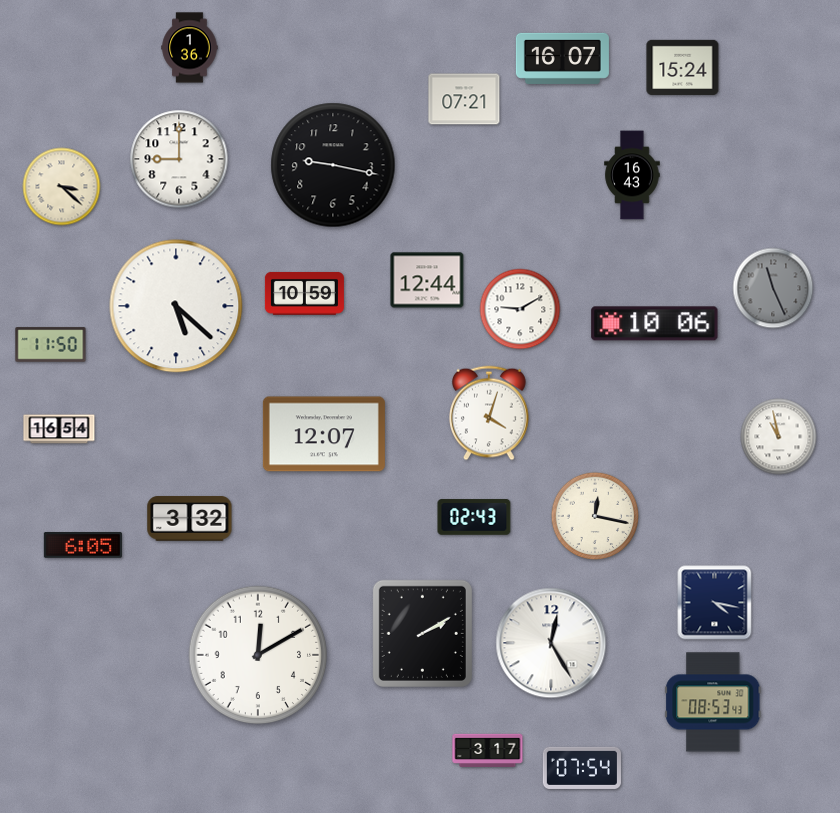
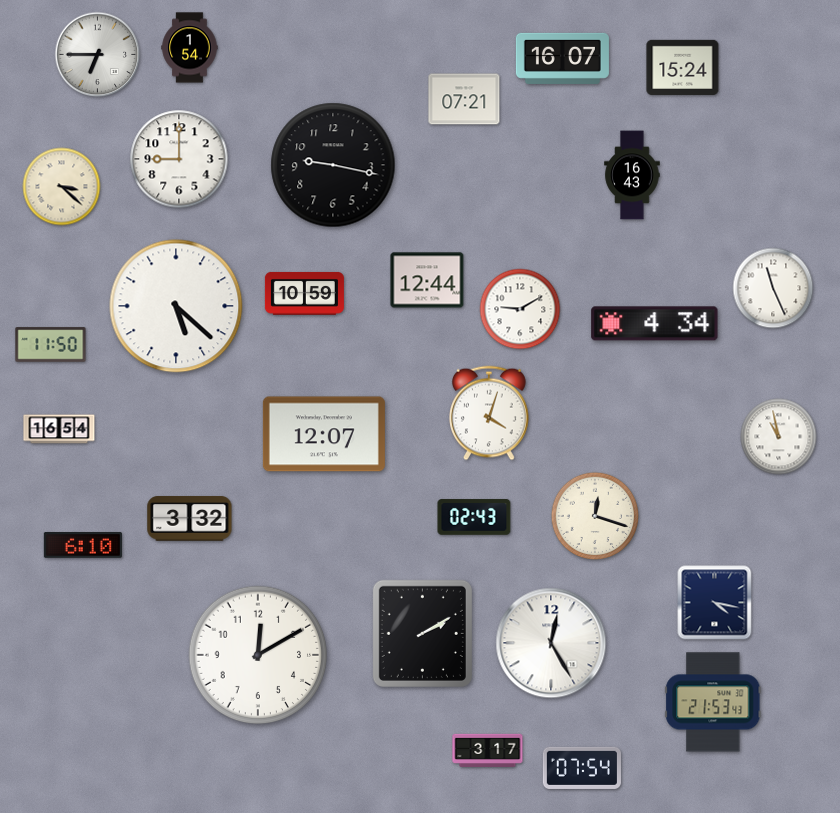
clock at (190, 48): 1:36 -> 1:54
clock at (98, 55): none -> 6:45
clock at (773, 288) dial: grey -> white
clock at (655, 324): 10:06 -> 4:34
clock at (595, 516): 12:17 -> 12:18
clock at (83, 545): 6:05 -> 6:10
clock at (713, 702): 08:53 -> 21:53
